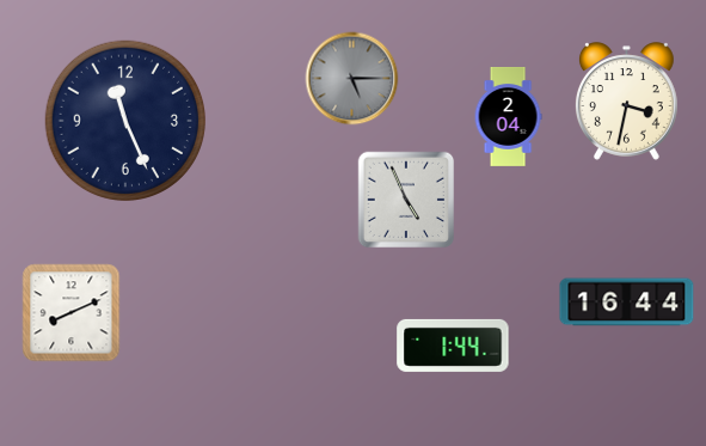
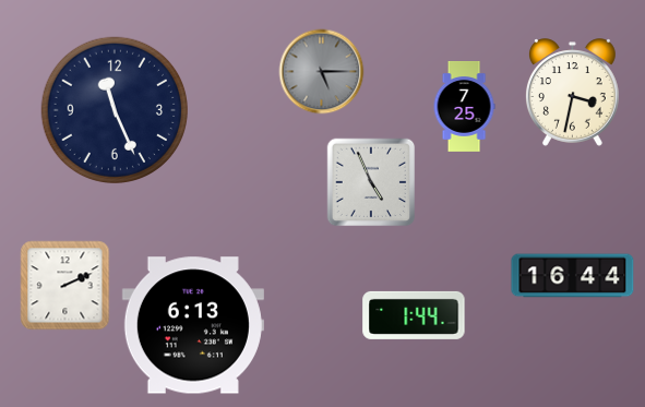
clock at (508, 117): 2:04 -> 7:25
clock at (70, 312): 8:11 -> 2:11
clock at (193, 325): none -> 6:13
